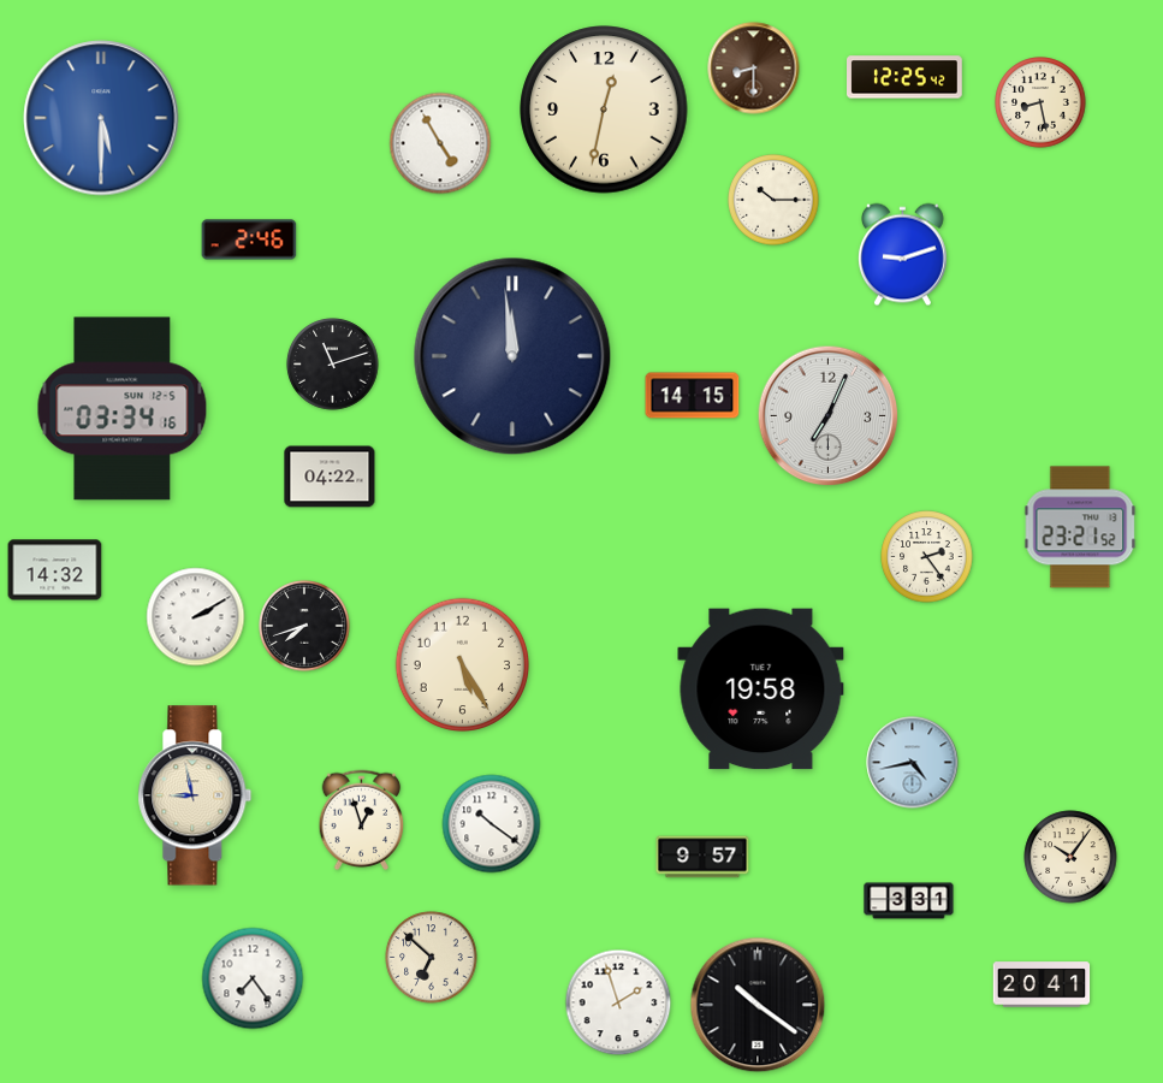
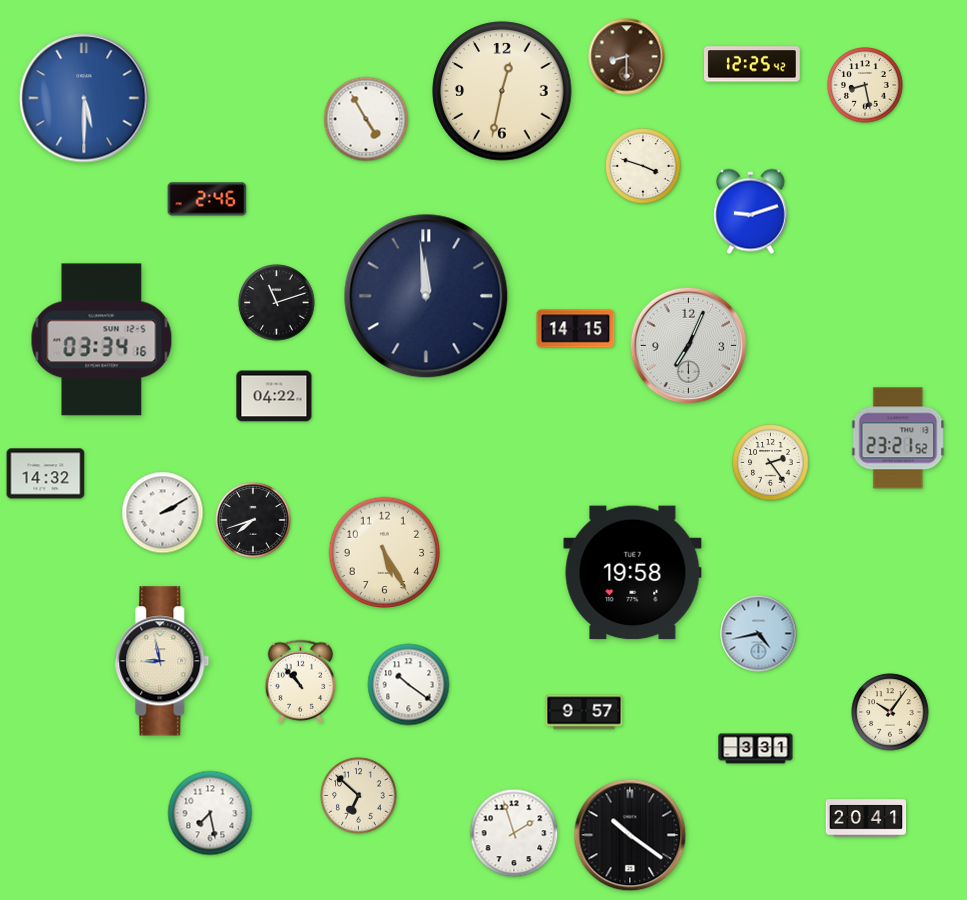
clock at (773, 200): 10:15 -> 3:48
clock at (362, 821): 12:57 -> 10:53
clock at (253, 978): 7:24 -> 7:28
